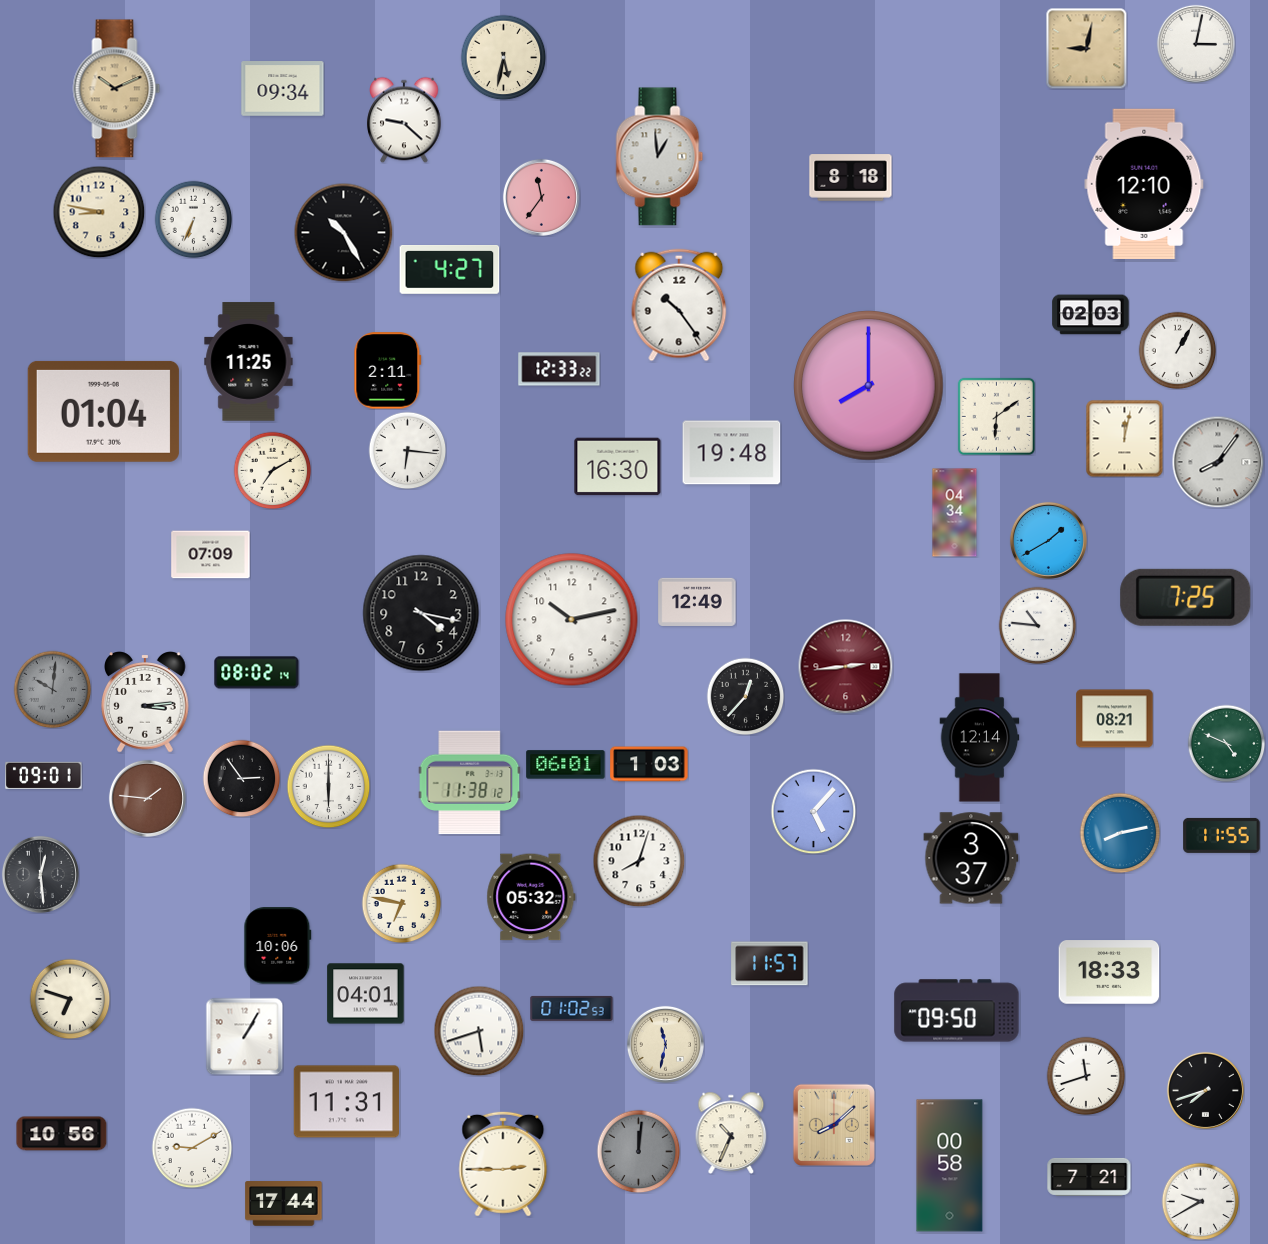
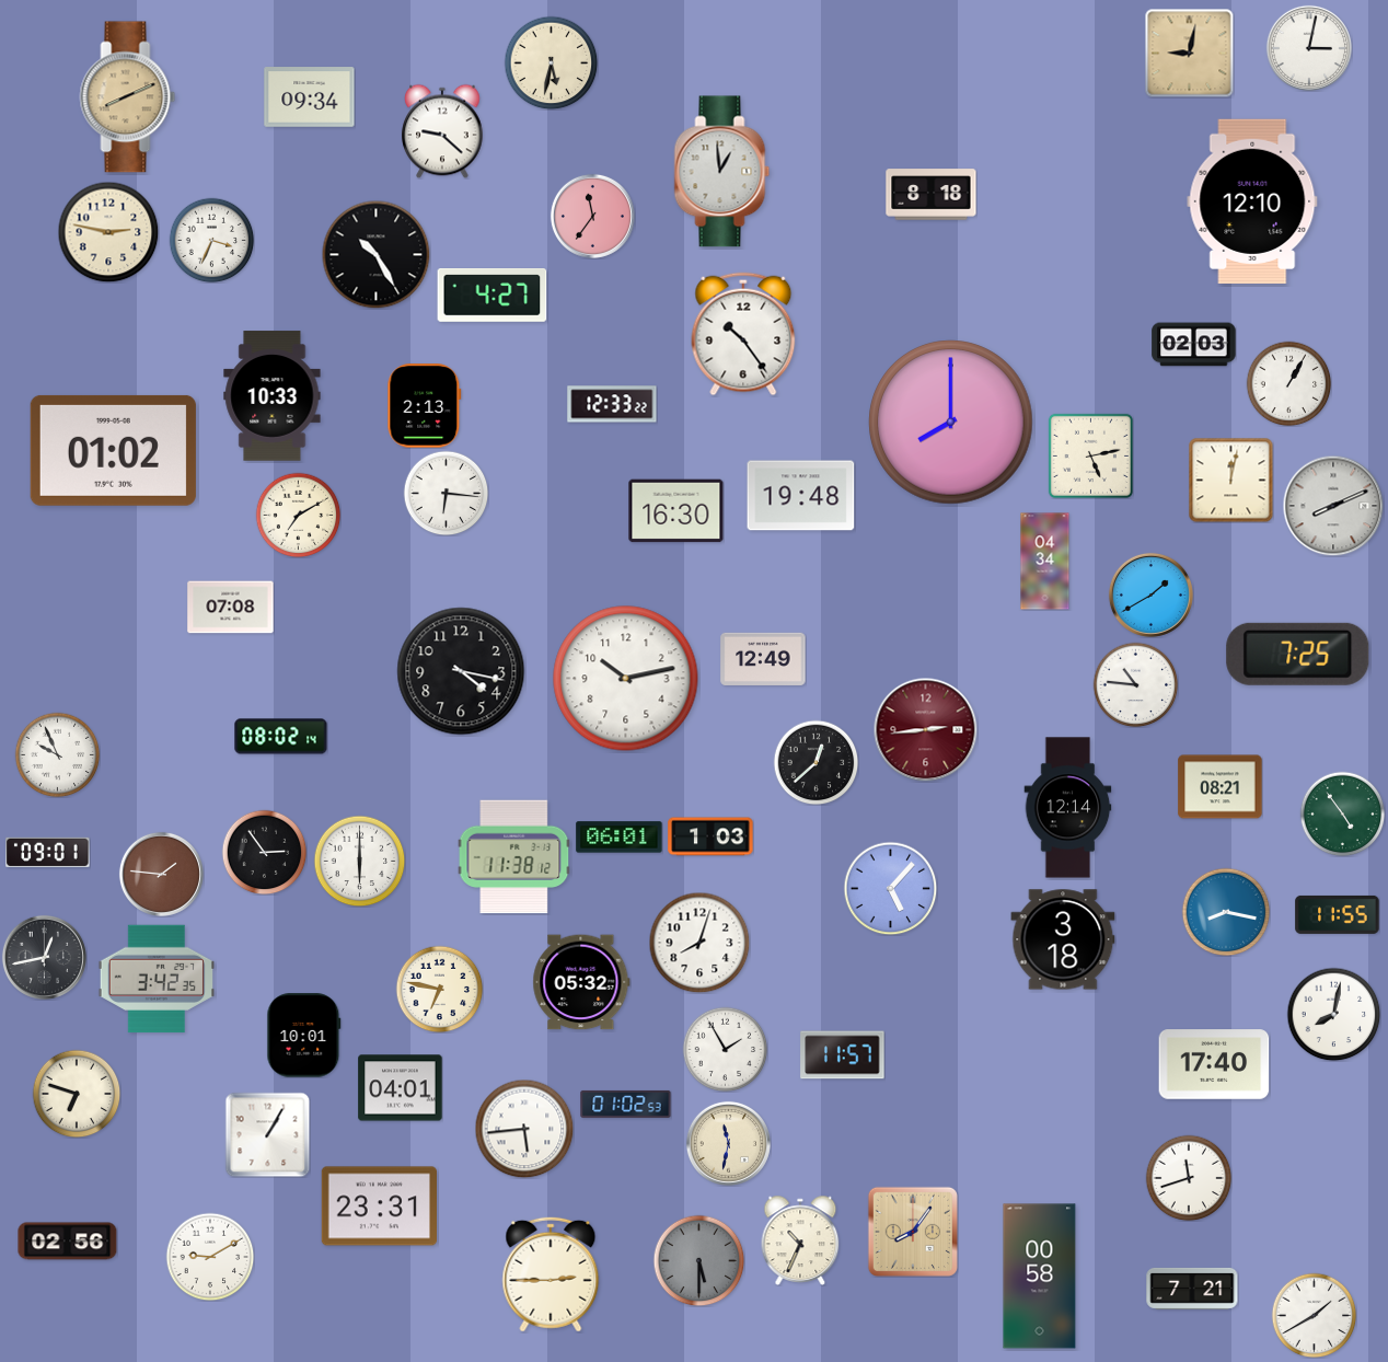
clock at (117, 89): 10:11 -> 8:11
clock at (99, 212): 8:47 -> 2:47
clock at (193, 219): 6:34 -> 3:34
clock at (249, 362): 11:25 -> 10:33
clock at (388, 371): 2:11 -> 2:13
clock at (103, 411): 01:04 -> 01:02
clock at (996, 416): 6:09 -> 5:13
clock at (1218, 462): 8:06 -> 8:11
clock at (1048, 540) position: (1048, 540) -> (1150, 595)
clock at (211, 555): 07:09 -> 07:08
clock at (52, 689): 10:01 -> 9:56
clock at (52, 689) dial: grey -> white
clock at (745, 696): 12:37 -> 12:38
clock at (145, 702): 3:14 -> none
clock at (980, 738) position: (980, 738) -> (1068, 808)
clock at (1226, 743): 4:49 -> 4:54
clock at (44, 775) position: (44, 775) -> (48, 852)
clock at (1120, 833): 8:13 -> 8:17
clock at (971, 858): 3:37 -> 3:18
clock at (40, 874): 12:29 -> 12:43
clock at (155, 979): none -> 3:42
clock at (1333, 1014): none -> 8:02
clock at (278, 946): 10:06 -> 10:01
clock at (725, 1049): none -> 1:55
clock at (1109, 972): 18:33 -> 17:40
clock at (957, 1011): 09:50 -> none
clock at (479, 1031): 5:42 -> 5:44
clock at (1205, 1090): 7:42 -> none
clock at (347, 1102): 11:31 -> 23:31
clock at (834, 1125): 8:08 -> 8:06
clock at (62, 1134): 10:56 -> 02:56
clock at (638, 1151): 12:01 -> 5:30
clock at (1200, 1201): 9:40 -> 1:40
clock at (284, 1204): 17:44 -> none
